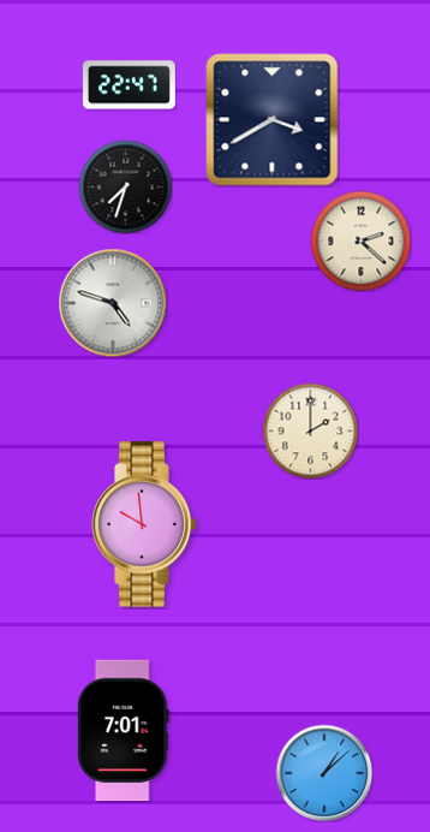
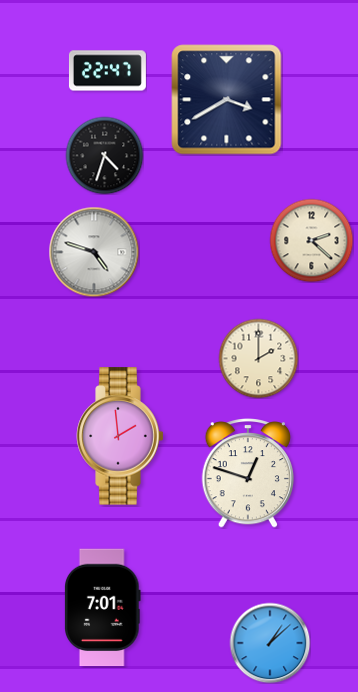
clock at (125, 186): 7:33 -> 4:33
clock at (360, 240) position: (360, 240) -> (311, 240)
clock at (144, 524): 9:59 -> 1:59
clock at (247, 474): none -> 12:48
